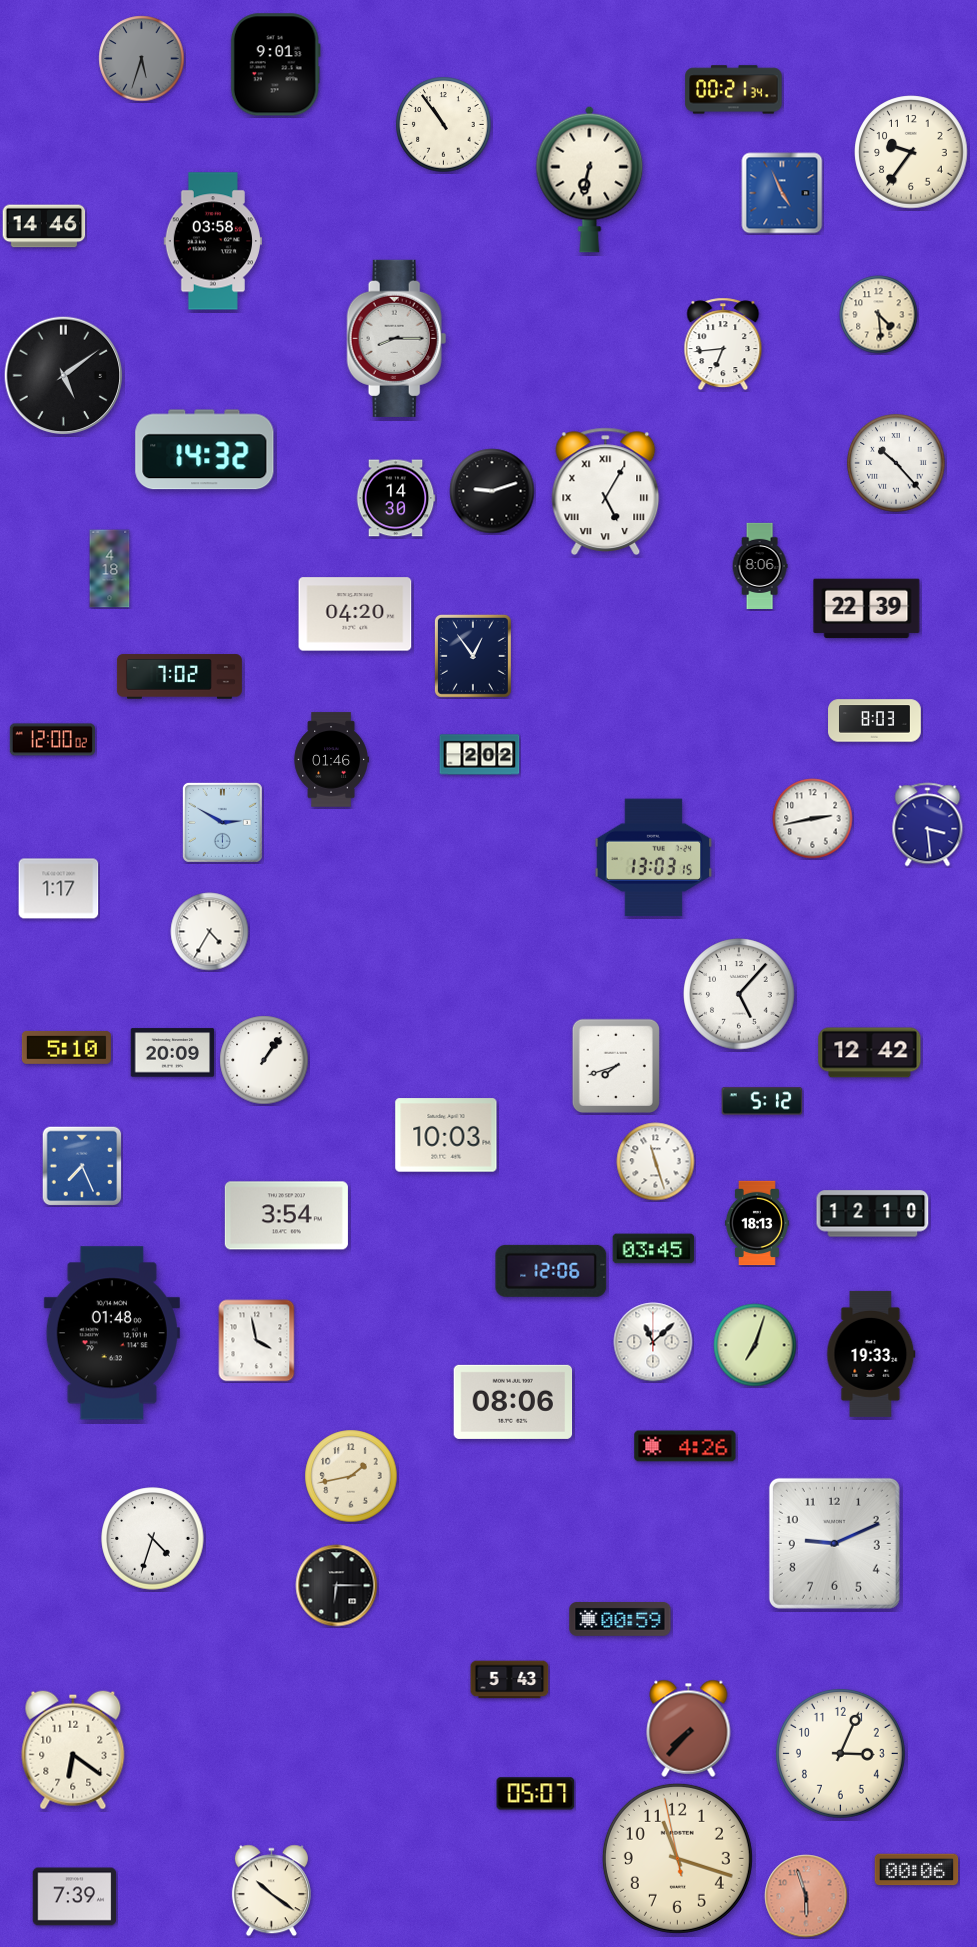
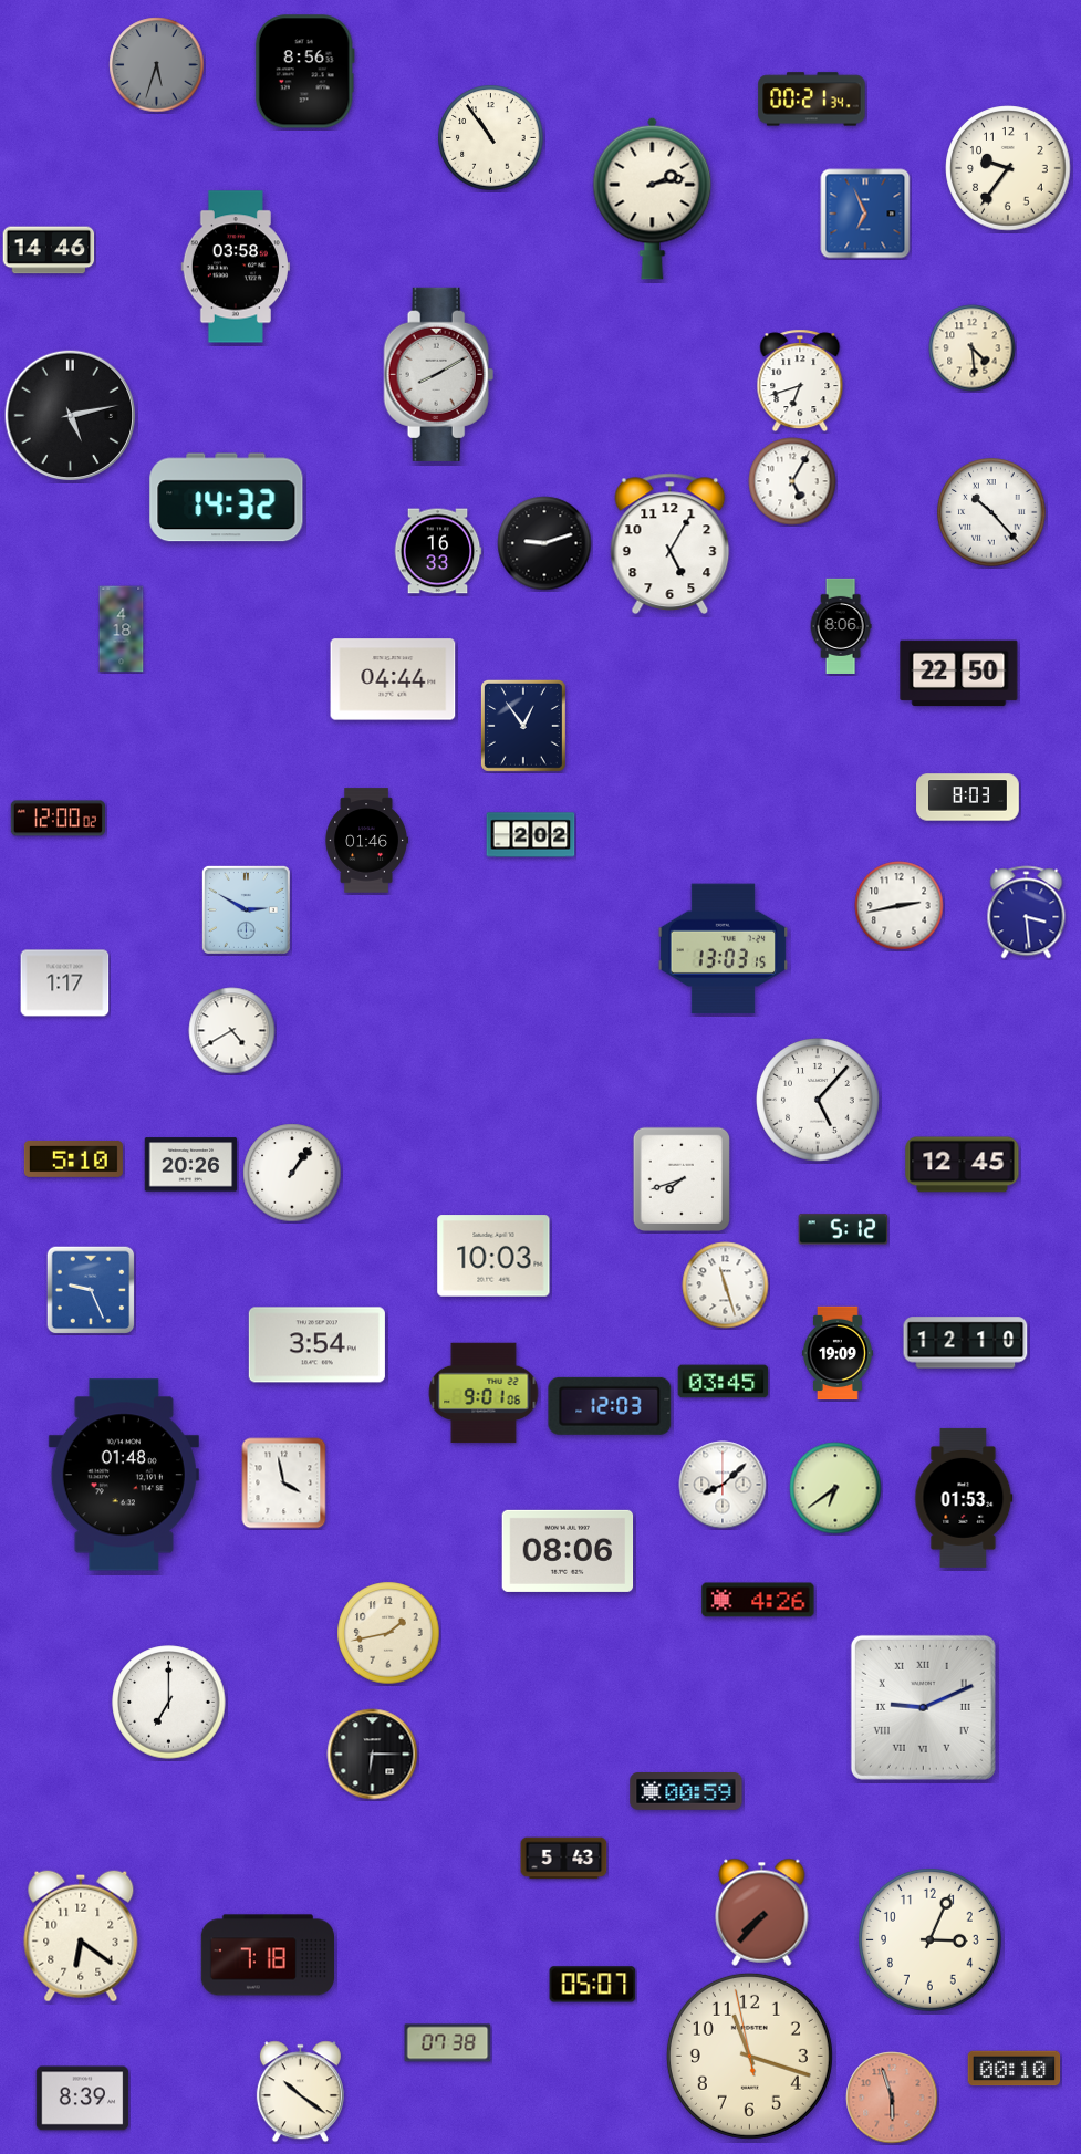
clock at (275, 65): 9:01 -> 8:56
clock at (590, 179): 6:32 -> 2:13
clock at (782, 193): 4:56 -> 6:56
clock at (397, 338): 8:15 -> 8:10
clock at (723, 344): 6:44 -> 6:42
clock at (64, 376): 5:09 -> 5:13
clock at (792, 481): none -> 5:05
clock at (606, 491) numerals: Roman -> Arabic
clock at (396, 498): 14:30 -> 16:33
clock at (867, 609): 22:39 -> 22:50
clock at (355, 614): 04:20 -> 04:44
clock at (179, 677): 7:02 -> none
clock at (210, 932): 4:35 -> 4:40
clock at (173, 1053): 20:09 -> 20:26
clock at (870, 1053): 12:42 -> 12:45
clock at (762, 1101) position: (762, 1101) -> (843, 1229)
clock at (82, 1166): 7:26 -> 9:26
clock at (757, 1223): 18:13 -> 19:09
clock at (484, 1393): none -> 9:01
clock at (551, 1271): 12:06 -> 12:03
clock at (653, 1342): 11:08 -> 8:08
clock at (755, 1345): 7:03 -> 6:39
clock at (871, 1354): 19:33 -> 01:53
clock at (153, 1539): 4:33 -> 7:00
clock at (834, 1543) numerals: Arabic -> Roman
clock at (267, 1955): none -> 7:18
clock at (448, 2043): none -> 07:38
clock at (917, 1870): 00:06 -> 00:10
clock at (75, 1897): 7:39 -> 8:39
